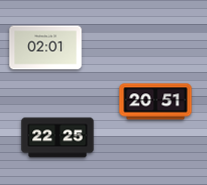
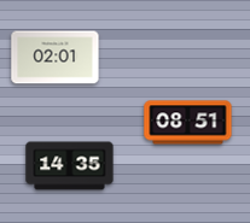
clock at (156, 102): 20:51 -> 08:51
clock at (58, 138): 22:25 -> 14:35
